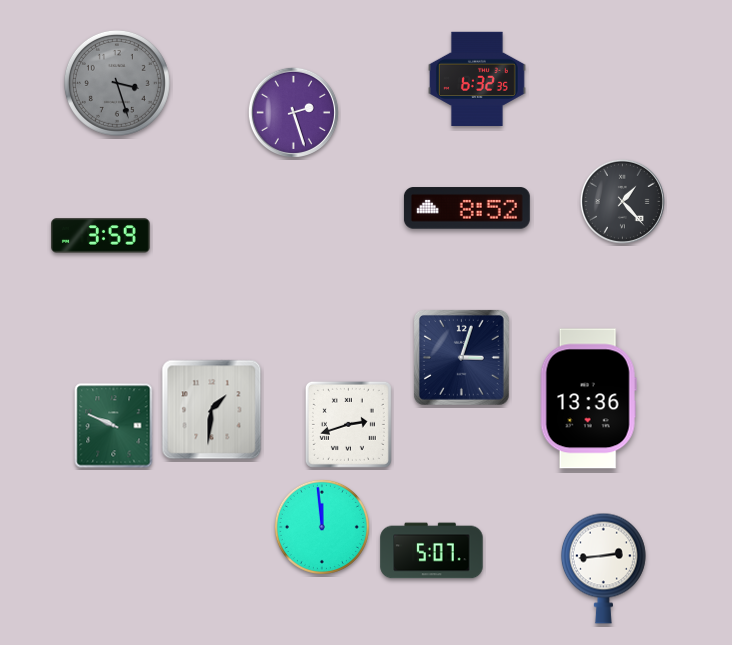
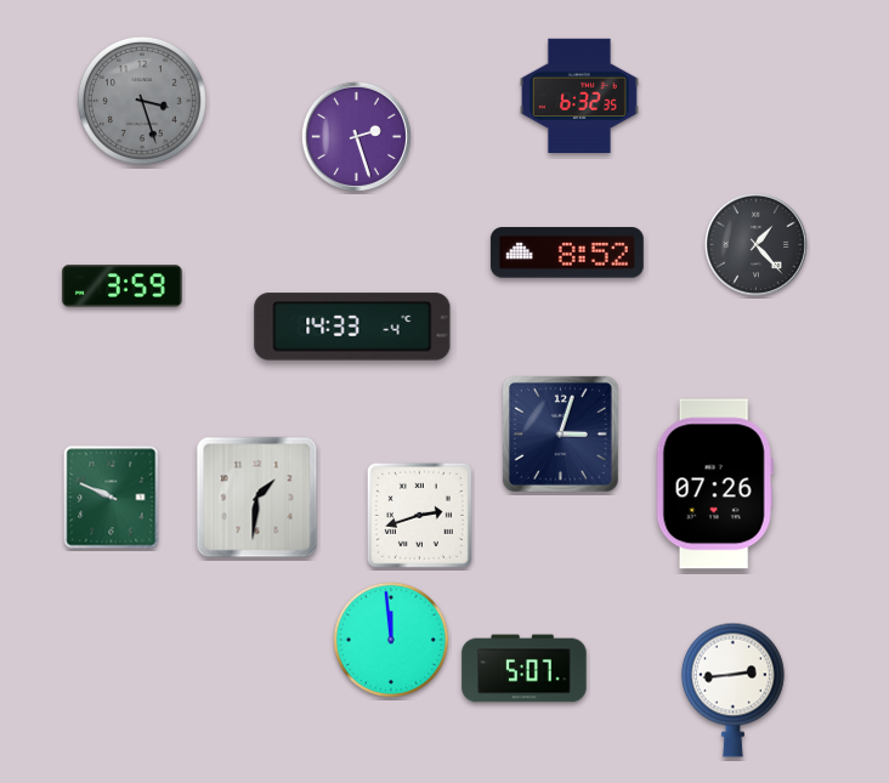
clock at (352, 327): none -> 14:33
clock at (588, 399): 13:36 -> 07:26
clock at (348, 424) position: (348, 424) -> (419, 515)
clock at (114, 426) position: (114, 426) -> (112, 498)
